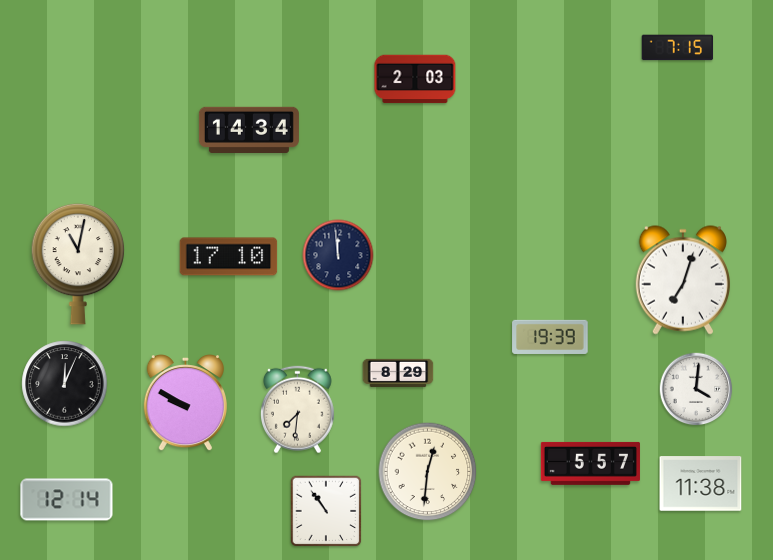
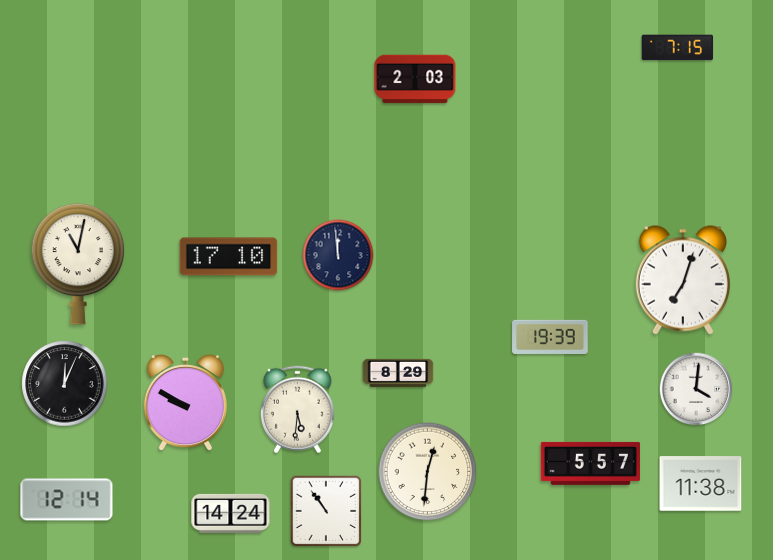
clock at (249, 129): 14:34 -> none
clock at (297, 410): 7:31 -> 5:31
clock at (231, 513): none -> 14:24
